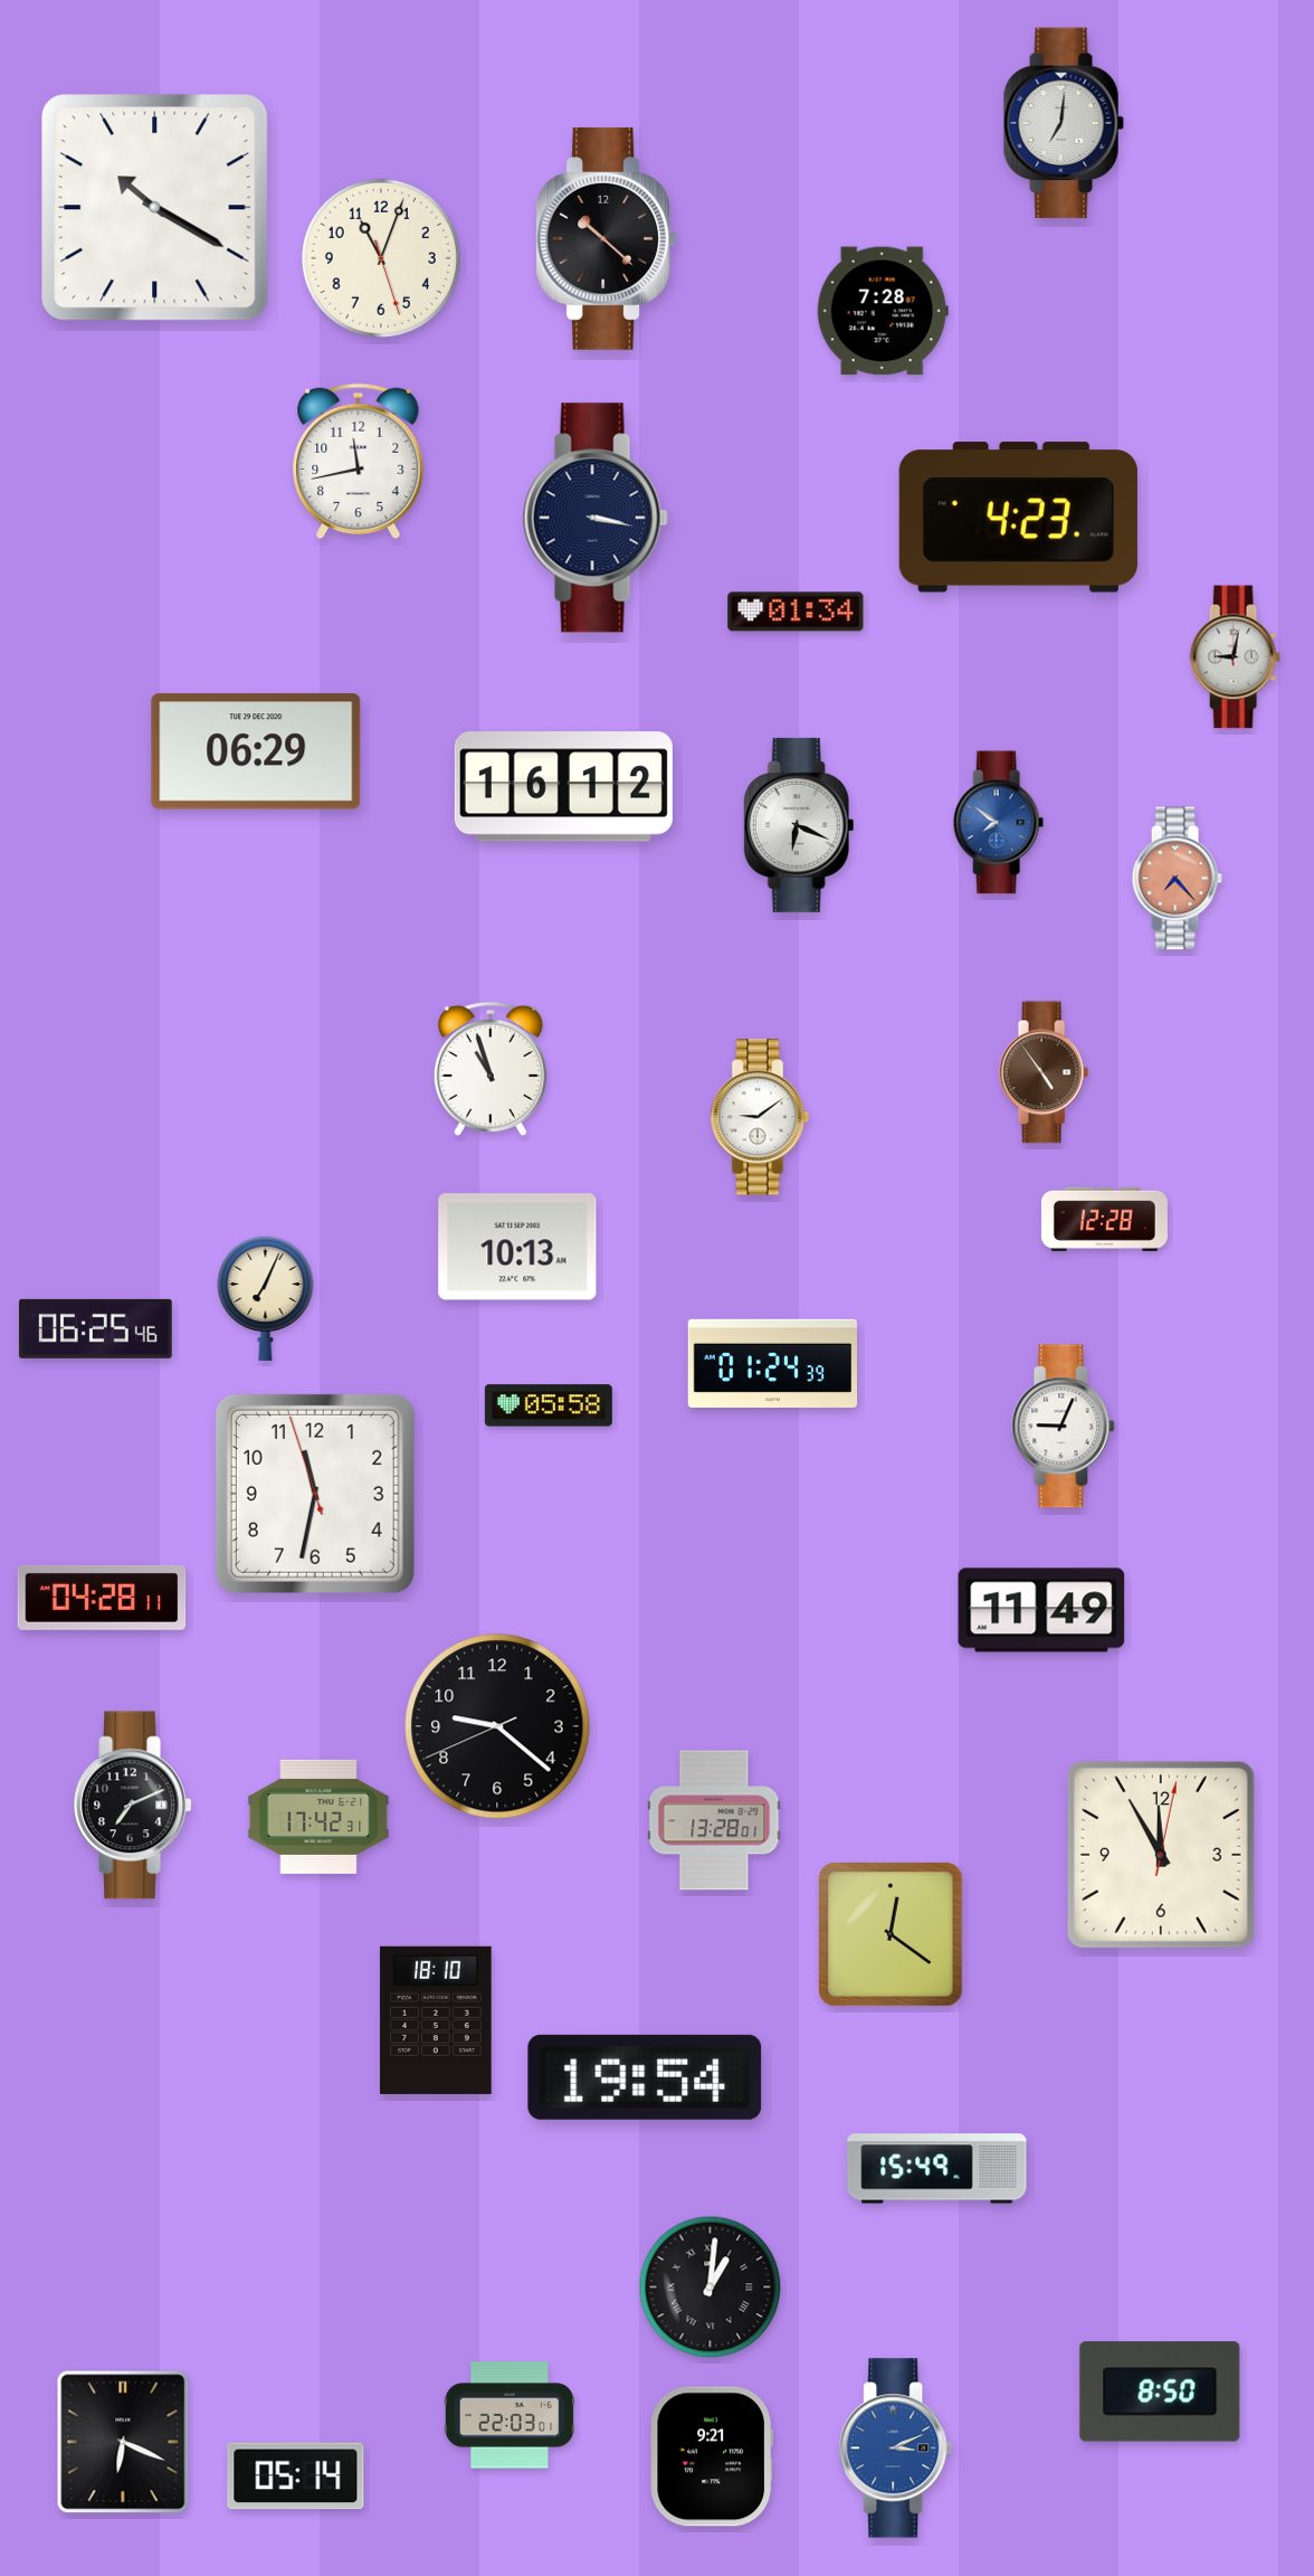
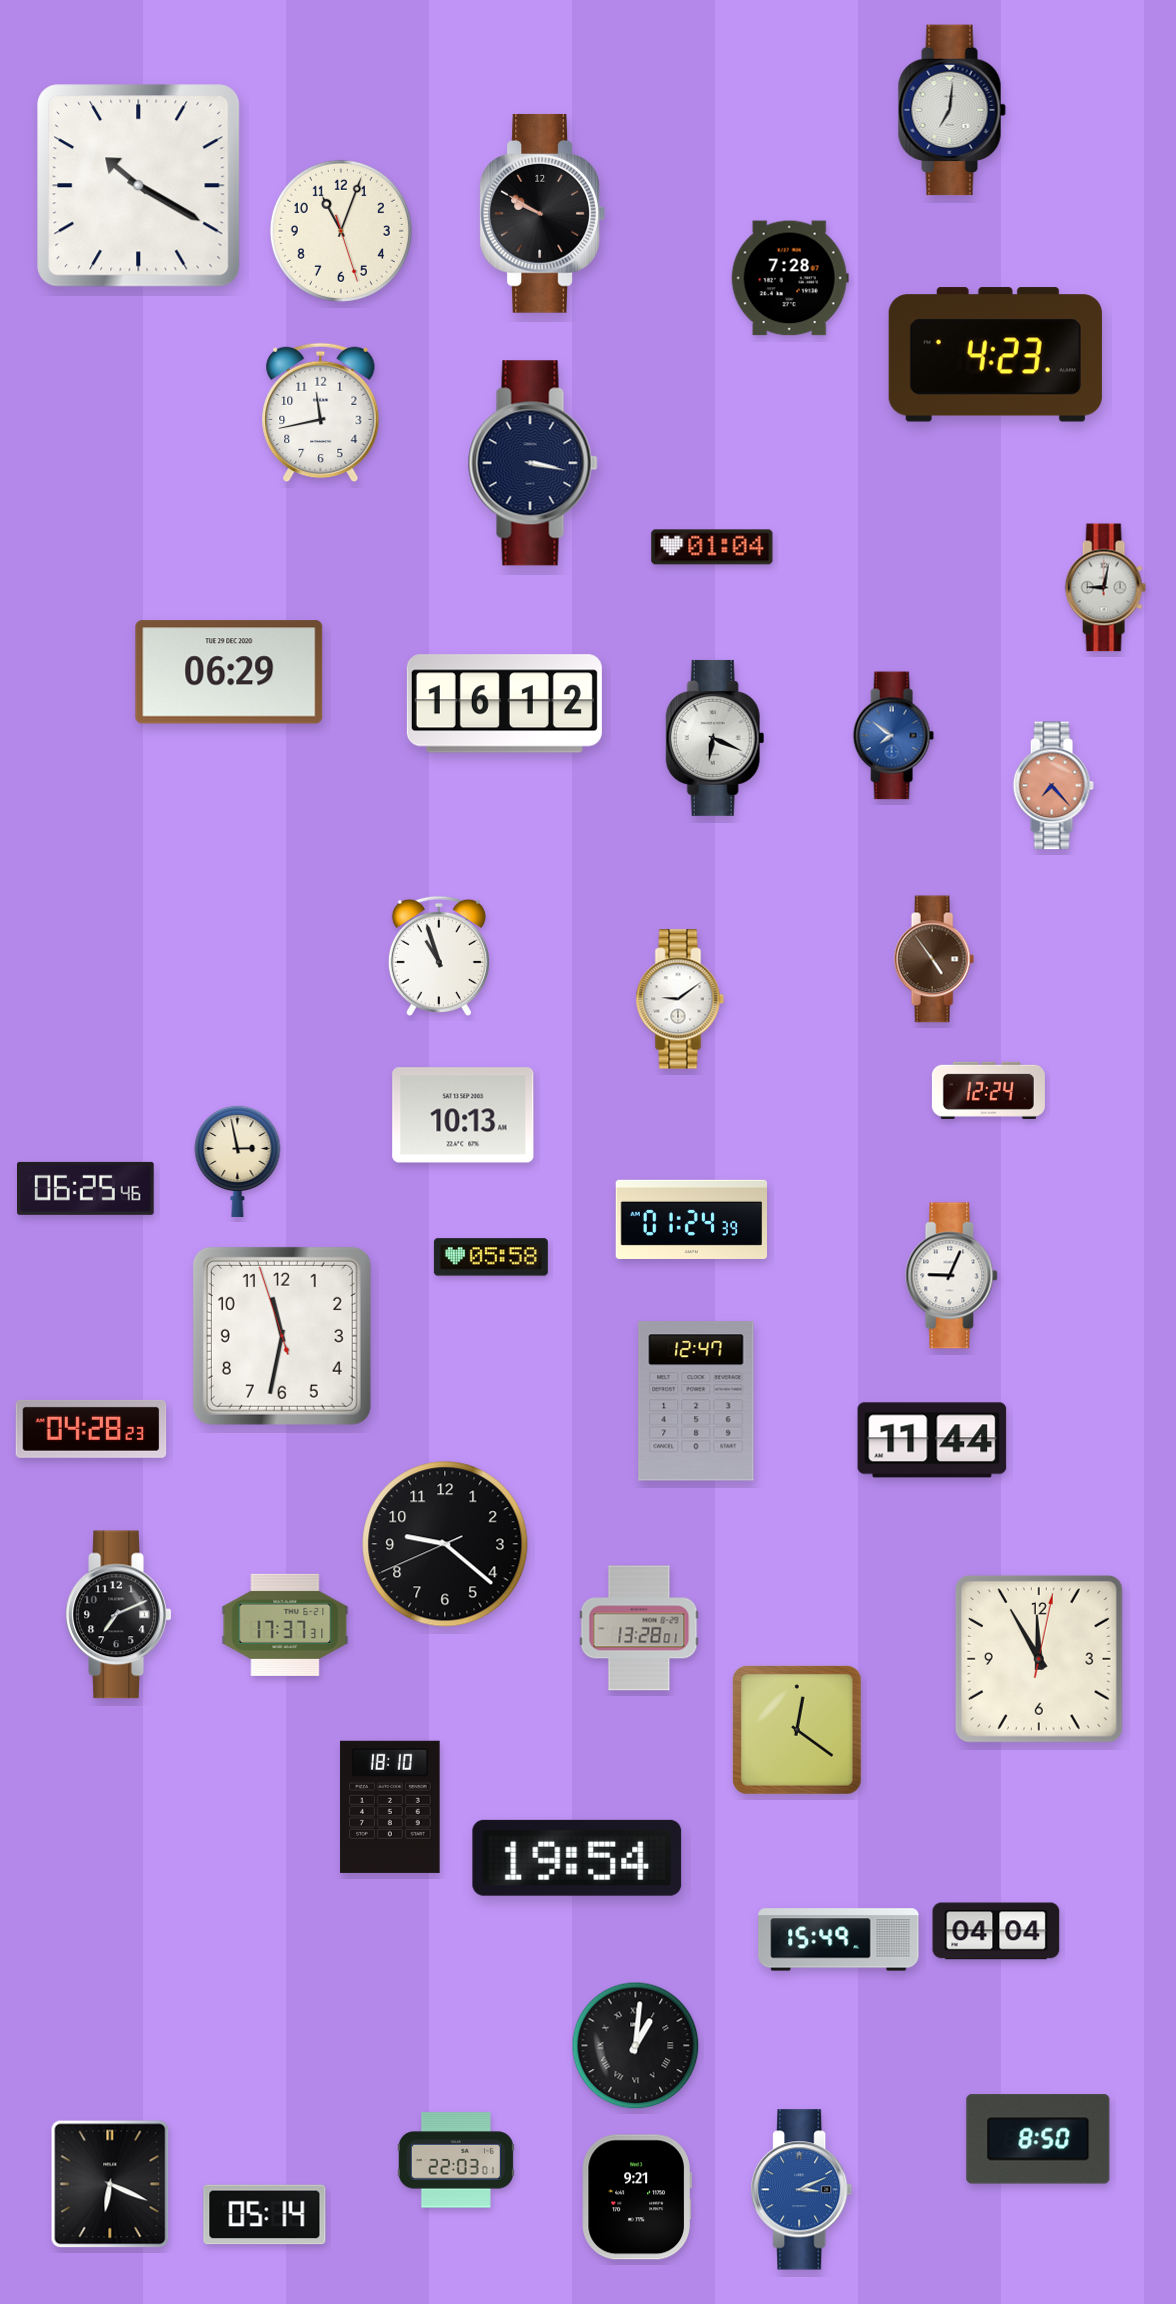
clock at (606, 238): 10:22 -> 9:50
clock at (1018, 518) position: (1018, 518) -> (995, 355)
clock at (796, 612): 01:34 -> 01:04
clock at (1104, 1219): 12:28 -> 12:24
clock at (266, 1298): 7:04 -> 2:58
clock at (696, 1401): none -> 12:47
clock at (102, 1598): 04:28:11 -> 04:28:23
clock at (1041, 1610): 11:49 -> 11:44
clock at (318, 1817): 17:42 -> 17:37
clock at (996, 1931): none -> 04:04
